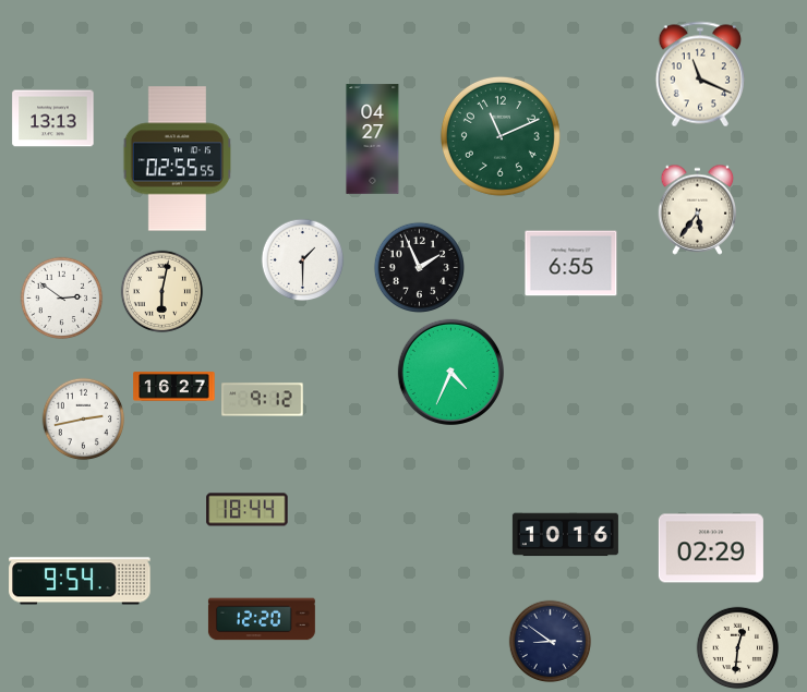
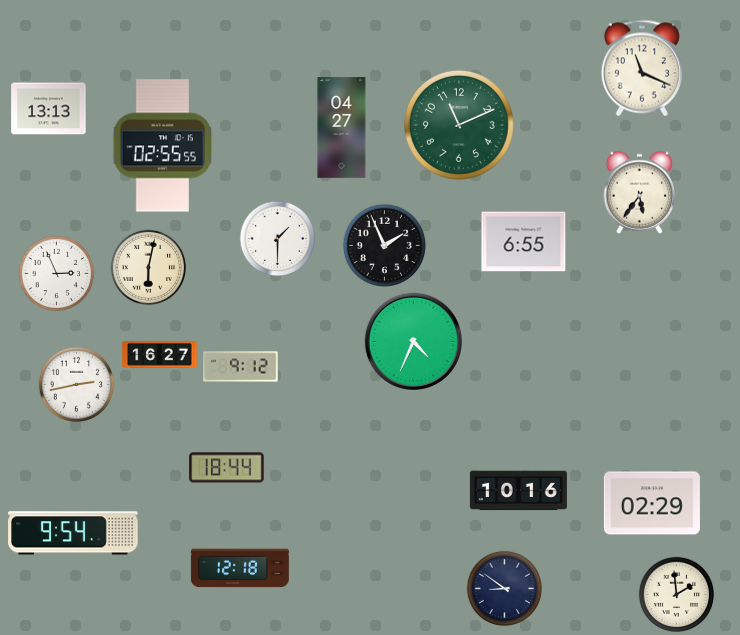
clock at (62, 299): 2:51 -> 2:56
clock at (262, 619): 12:20 -> 12:18
clock at (738, 648): 12:31 -> 1:59
